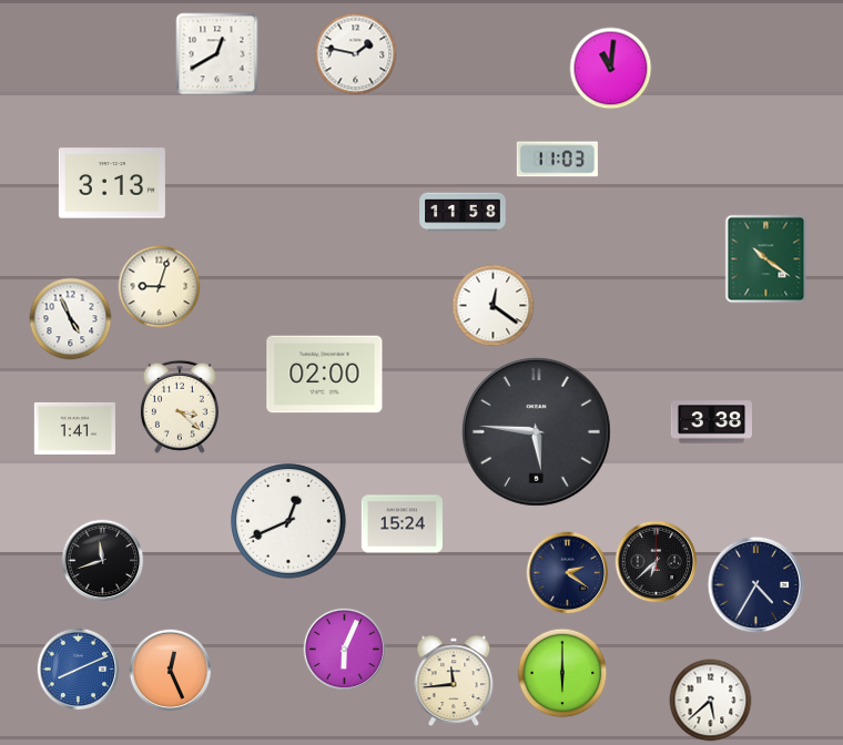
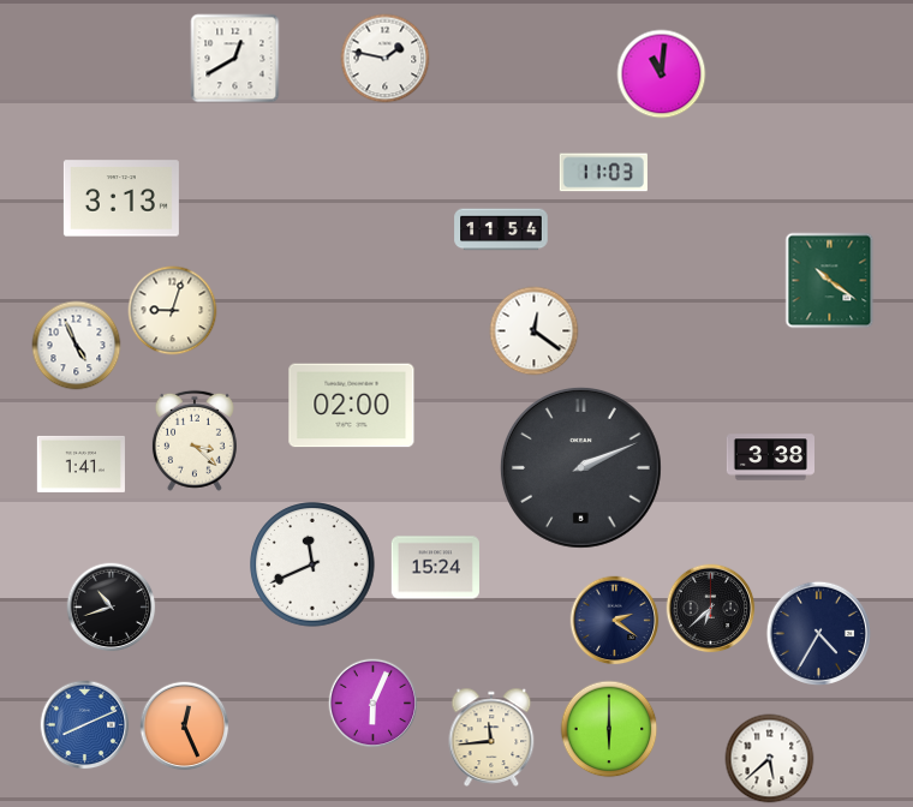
clock at (463, 212): 11:58 -> 11:54
clock at (536, 431): 5:46 -> 2:11
clock at (288, 521): 12:41 -> 11:41
clock at (103, 561): 11:42 -> 10:42
